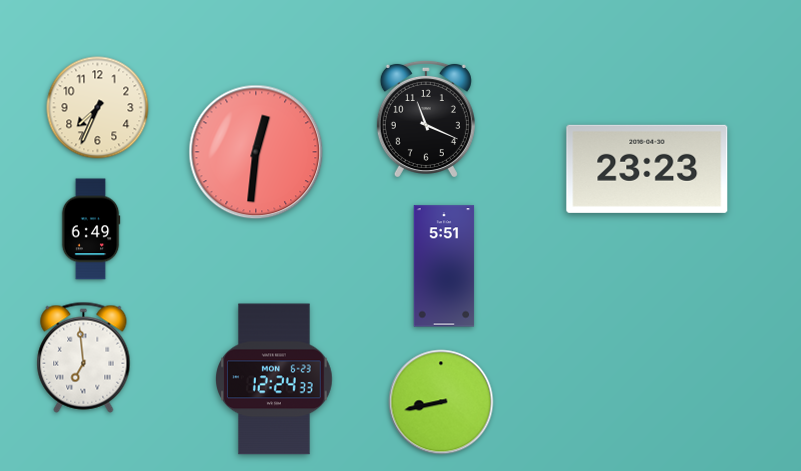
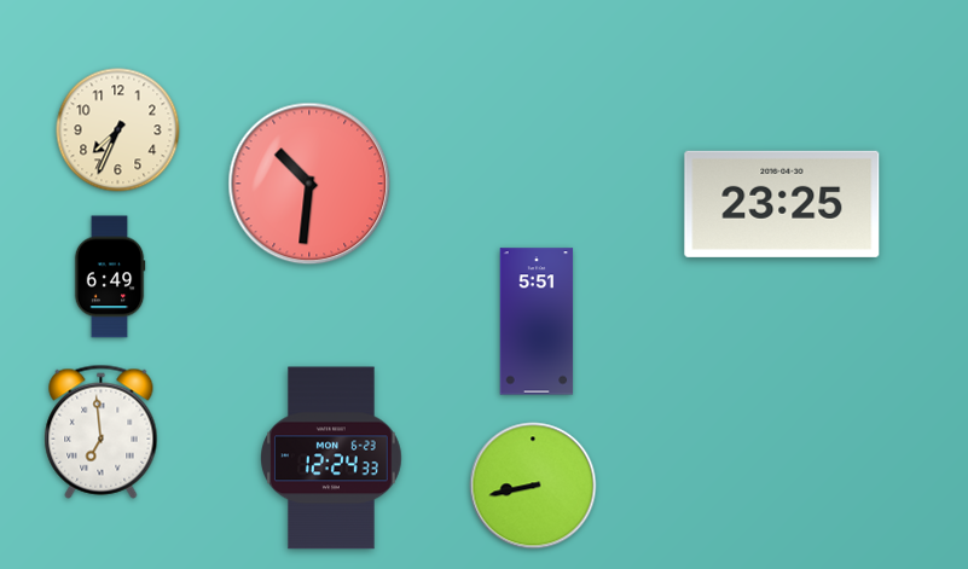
clock at (426, 118): 11:19 -> none
clock at (256, 152): 12:31 -> 10:31
clock at (647, 169): 23:23 -> 23:25
